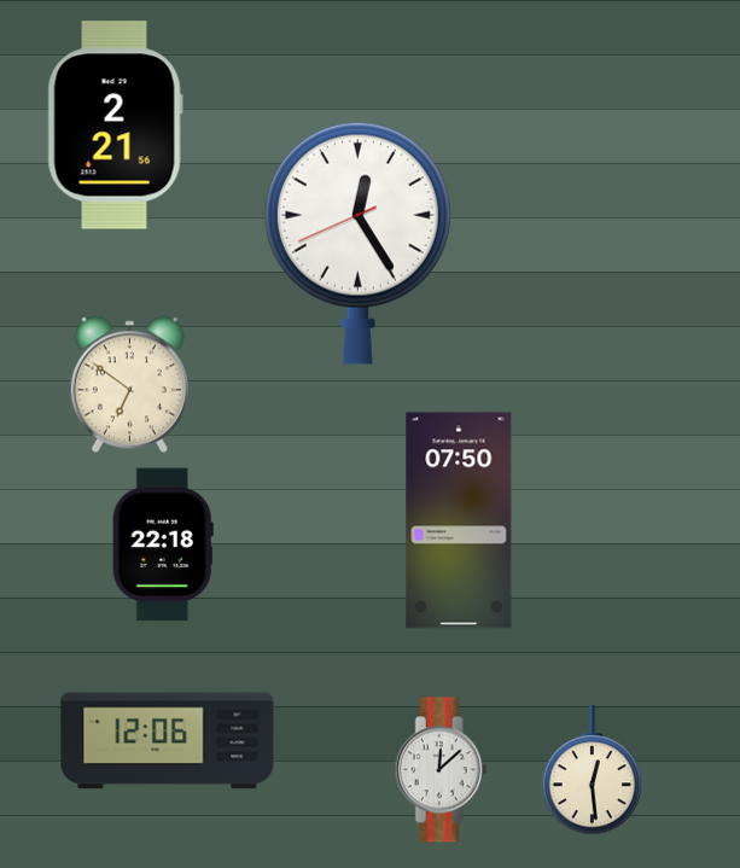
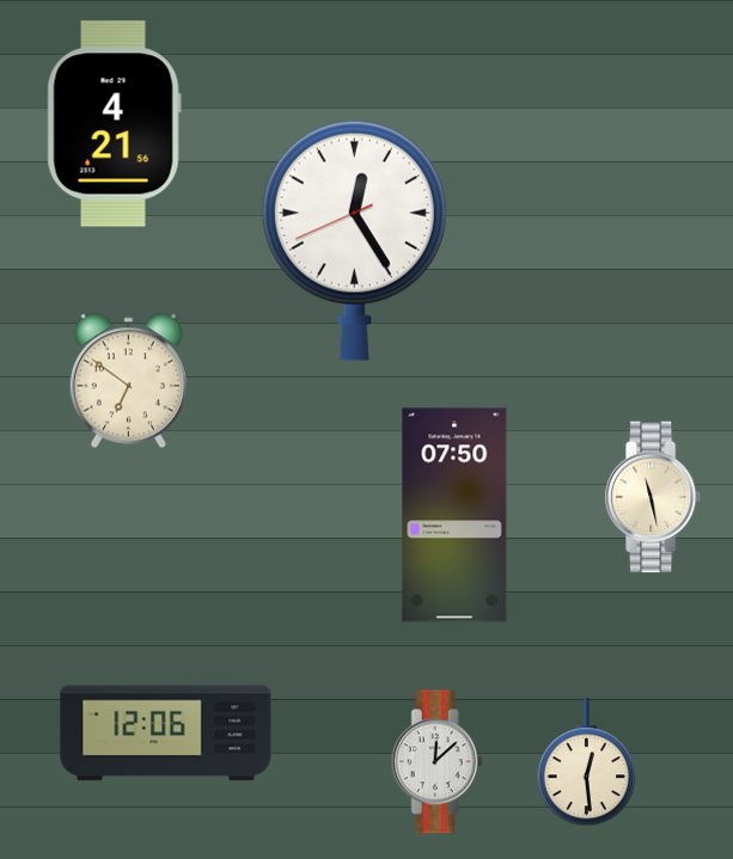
clock at (115, 126): 2:21 -> 4:21
clock at (654, 497): none -> 11:28
clock at (163, 544): 22:18 -> none
